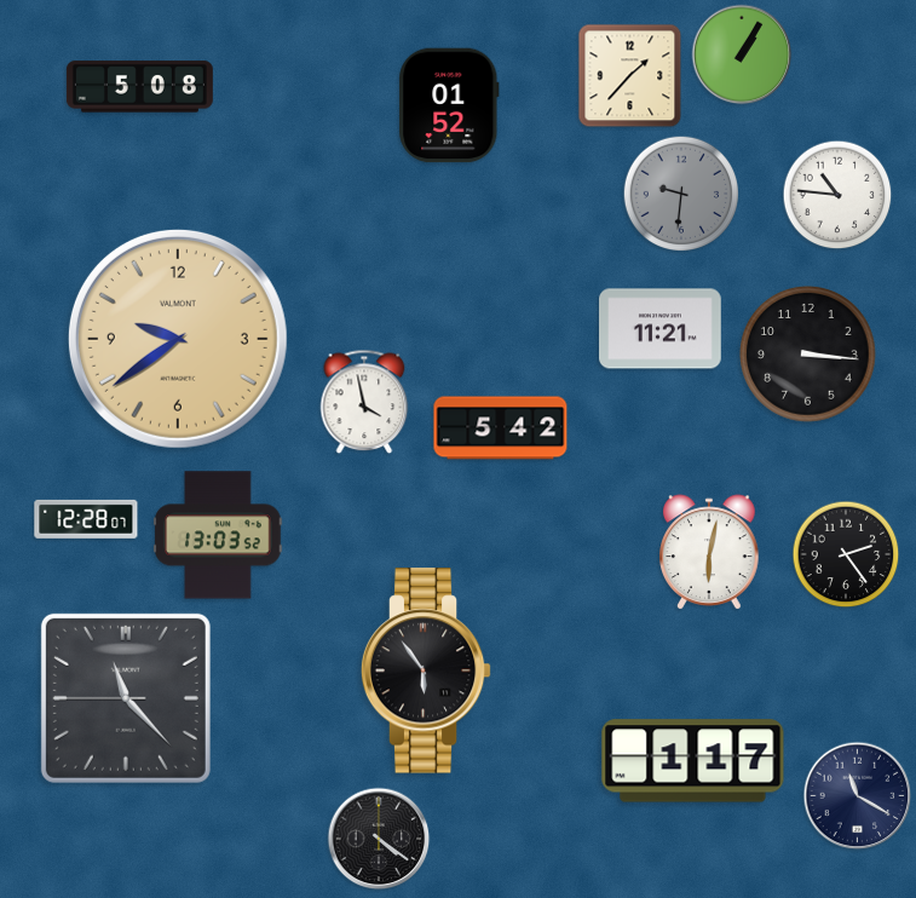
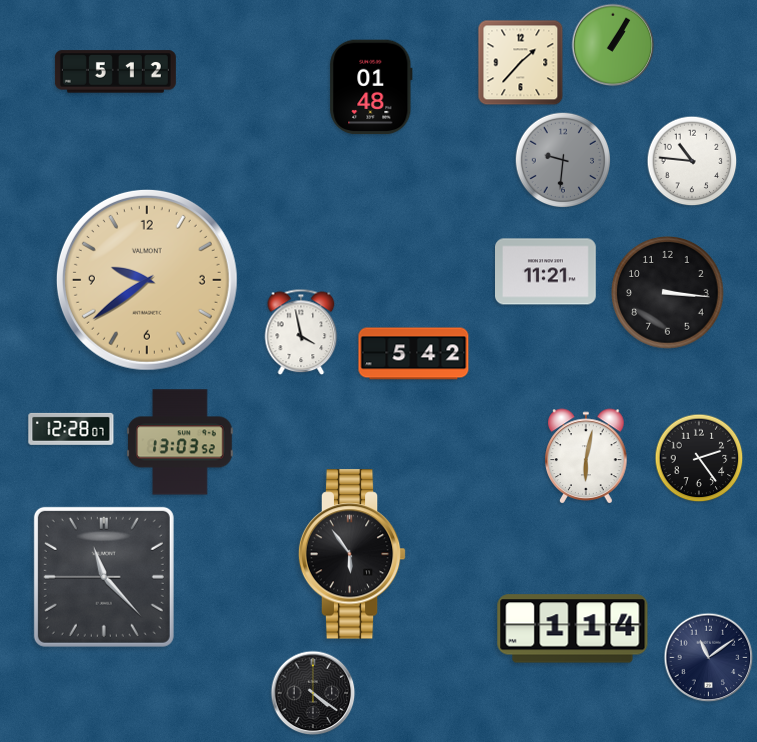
clock at (139, 87): 5:08 -> 5:12
clock at (449, 105): 01:52 -> 01:48
clock at (693, 761): 1:17 -> 1:14
clock at (858, 796): 11:20 -> 11:09
